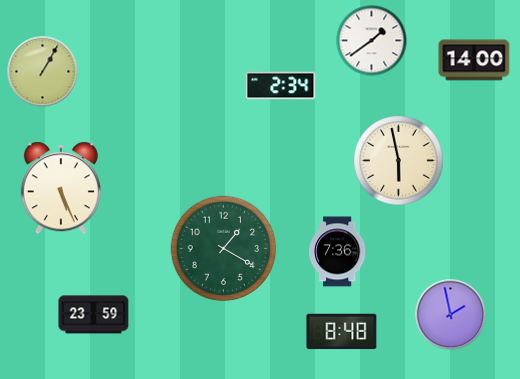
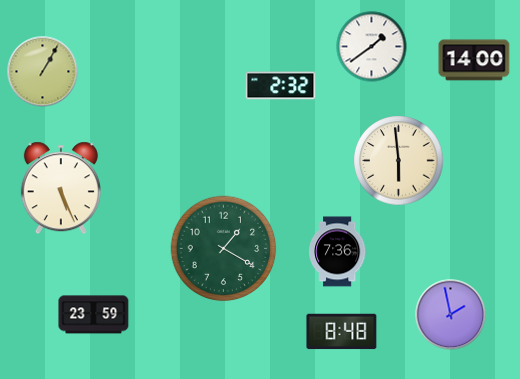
clock at (372, 41) position: (372, 41) -> (372, 47)
clock at (281, 86): 2:34 -> 2:32
clock at (399, 161): 5:58 -> 5:59
